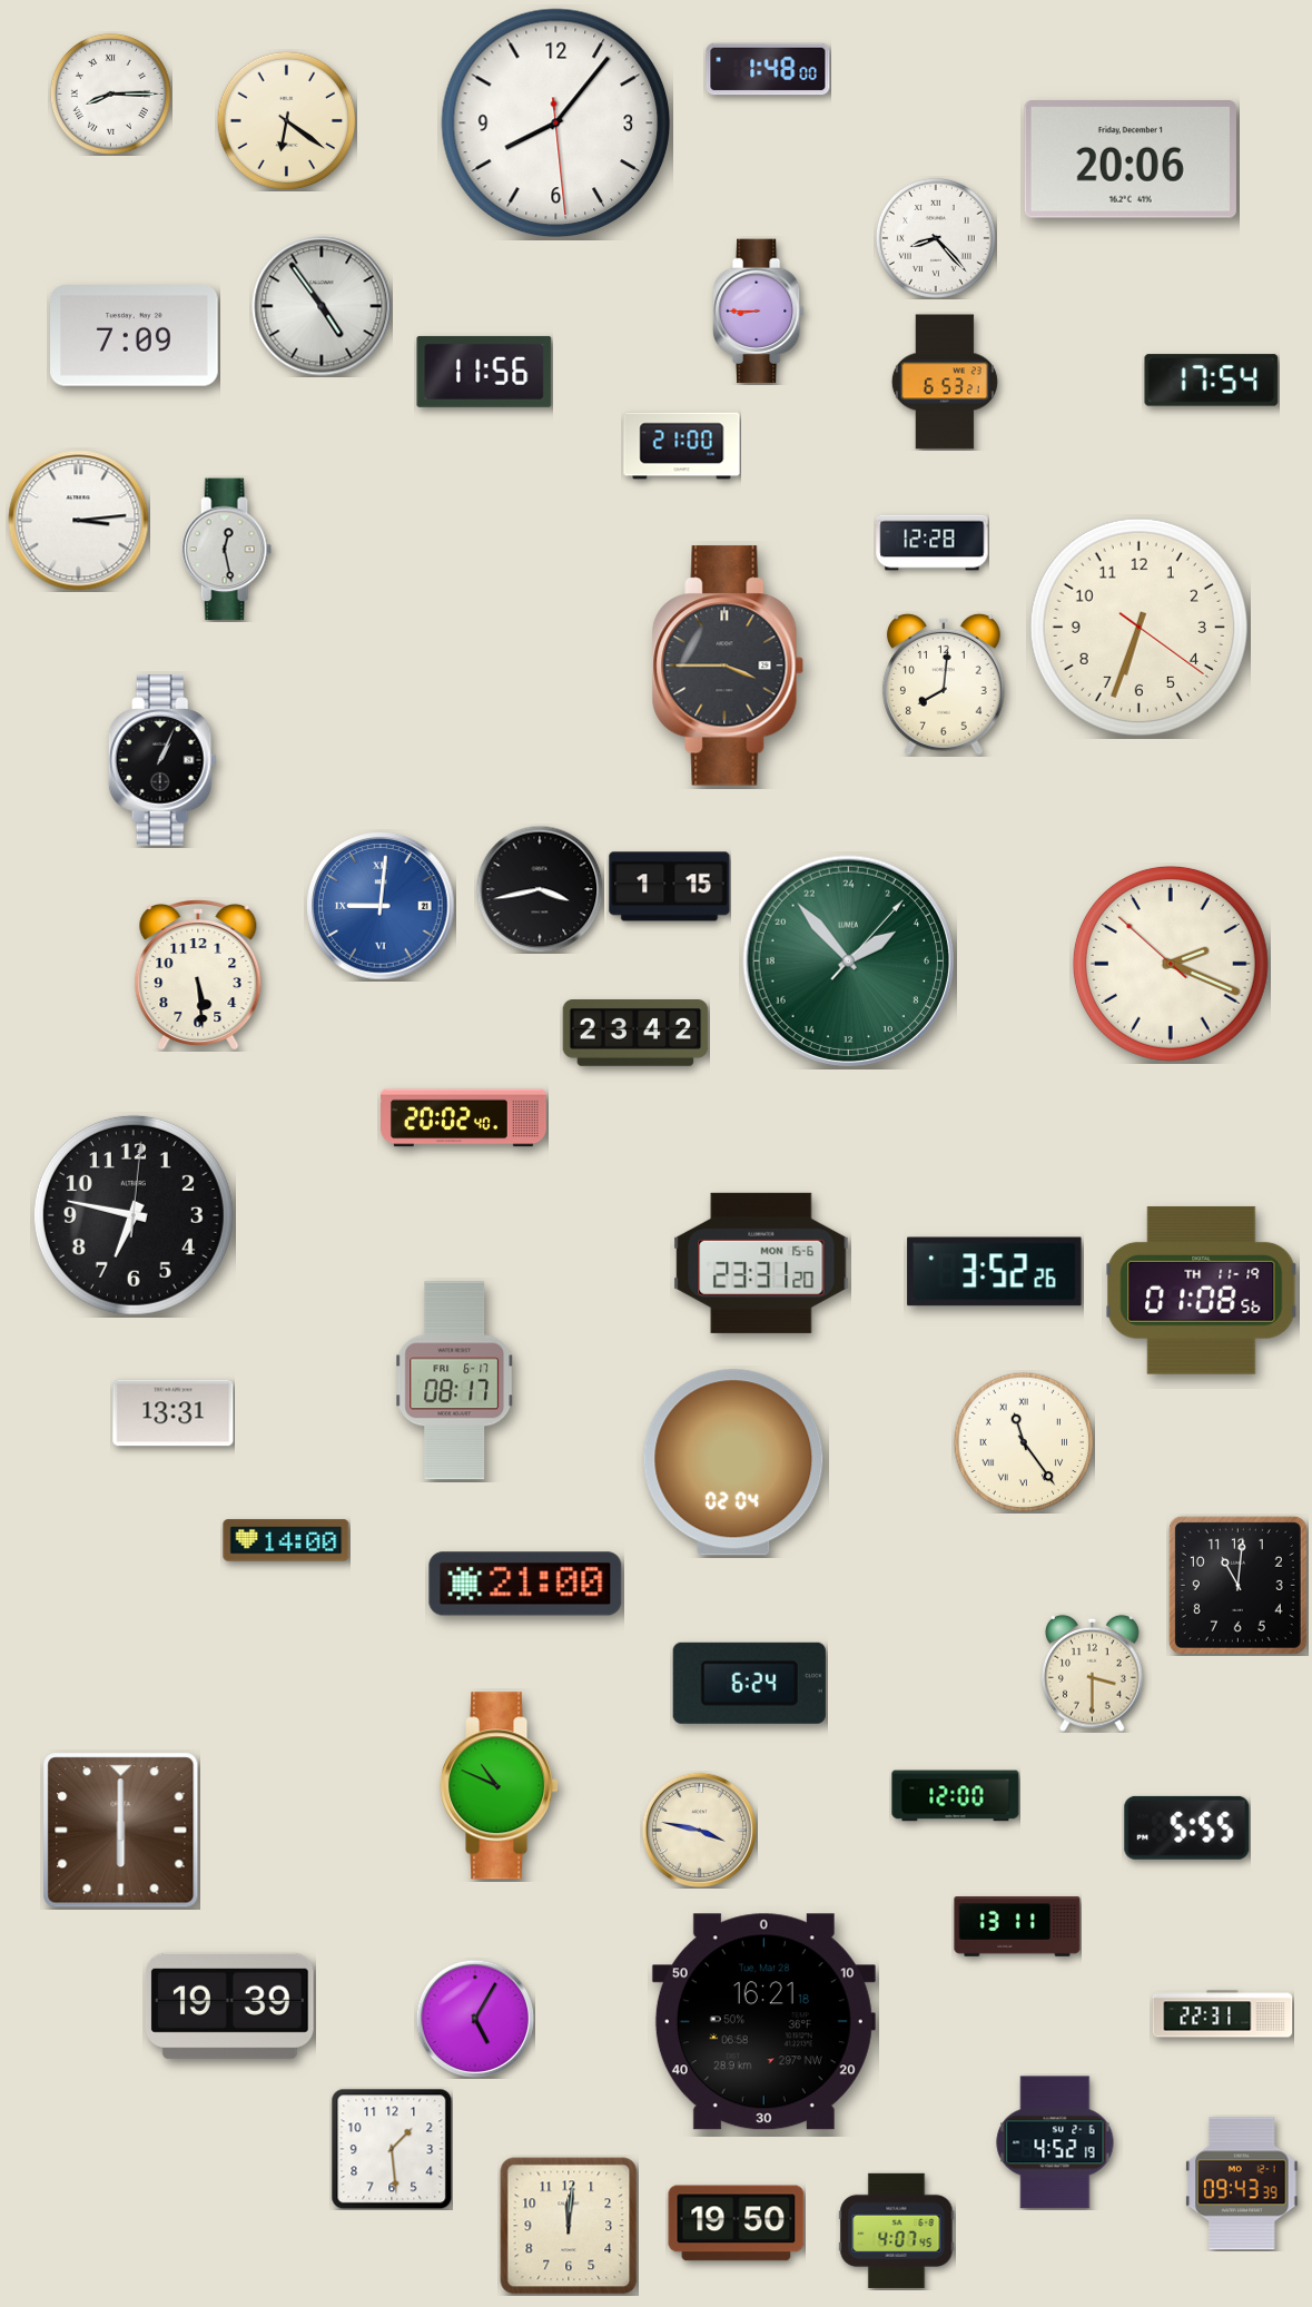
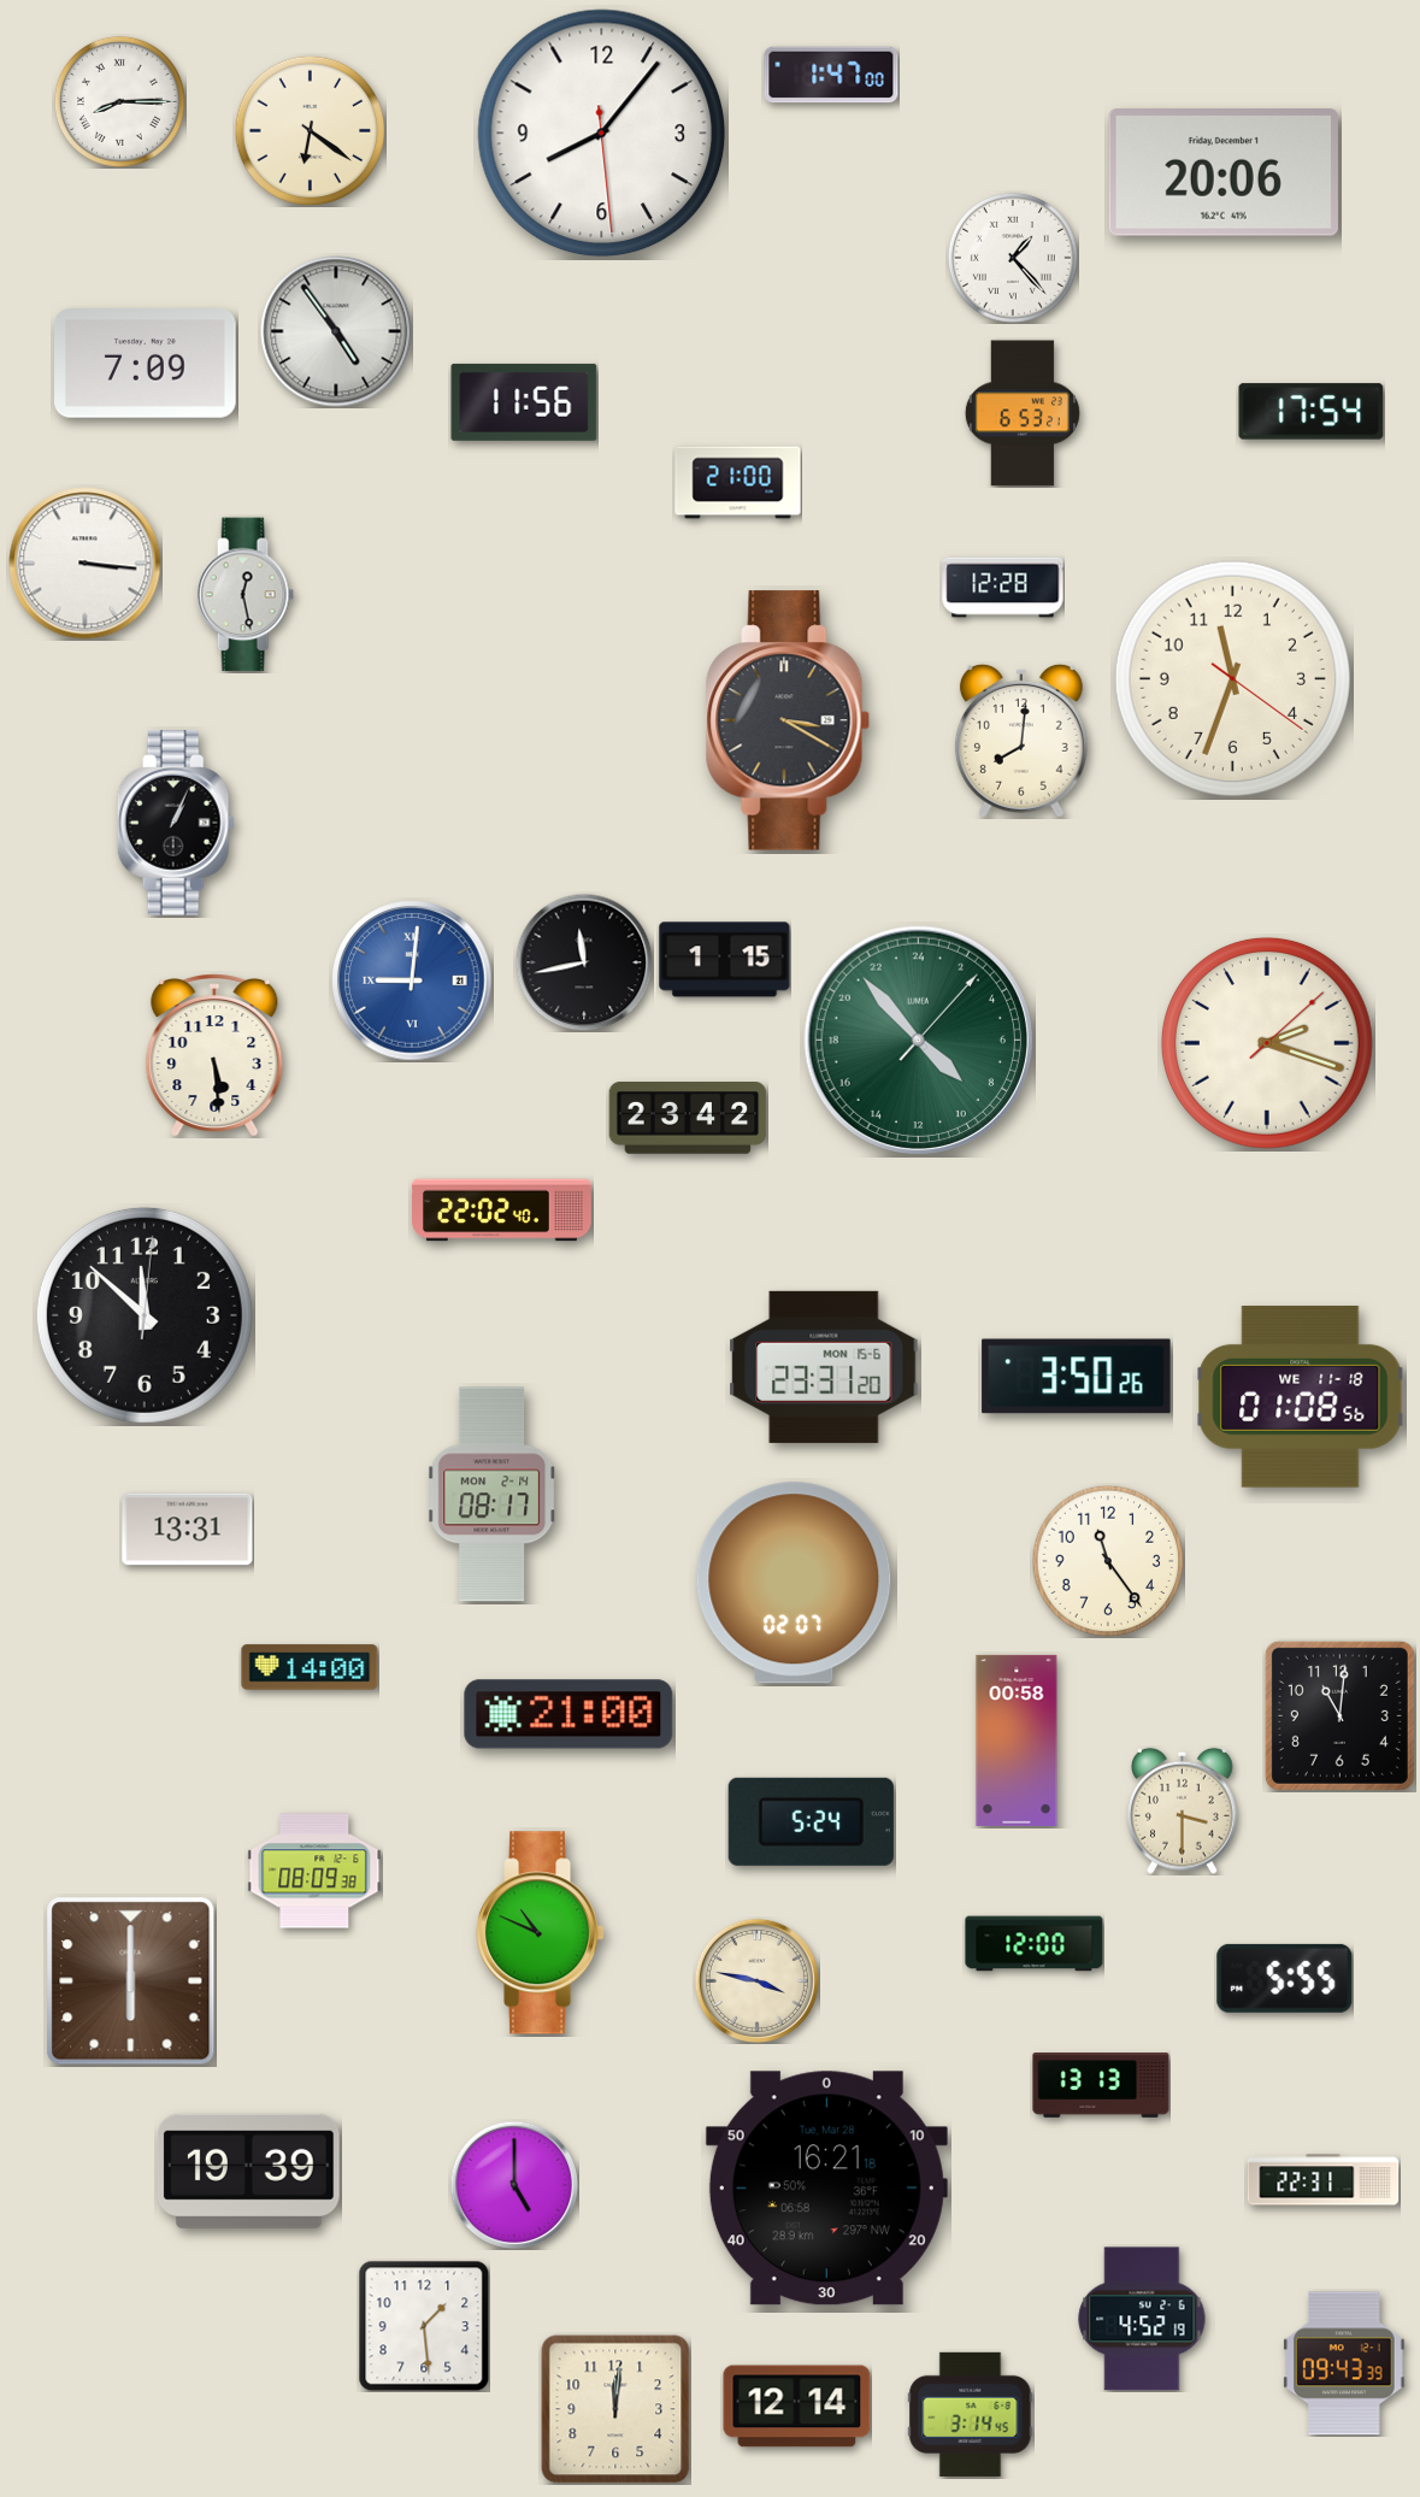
clock at (768, 69): 1:48 -> 1:47
clock at (936, 238): 8:23 -> 1:23
clock at (322, 306) position: (322, 306) -> (336, 331)
clock at (758, 312): 8:45 -> none
clock at (79, 521): 3:14 -> 3:16
clock at (933, 543) position: (933, 543) -> (1003, 588)
clock at (1138, 627): 6:33 -> 11:33
clock at (728, 666): 3:45 -> 3:20
clock at (540, 889): 3:43 -> 11:43
clock at (848, 960): 3:53 -> 8:53
clock at (1171, 964): 2:18:52 -> 2:18:08
clock at (464, 1118): 20:02 -> 22:02
clock at (134, 1215): 6:47 -> 11:52
clock at (995, 1272): 3:52 -> 3:50
clock at (1202, 1291) date: TH 11-19 -> WE 11-18
clock at (455, 1381) date: FRI 6-17 -> MON 2-14
clock at (1024, 1442) numerals: Roman -> Arabic
clock at (733, 1462): 02:04 -> 02:07
clock at (1017, 1741): none -> 00:58
clock at (749, 1683): 6:24 -> 5:24
clock at (314, 1871): none -> 08:09
clock at (1017, 1928): 13:11 -> 13:13
clock at (474, 2018): 5:05 -> 5:00
clock at (737, 2224): 19:50 -> 12:14
clock at (897, 2230): 4:07 -> 3:14
